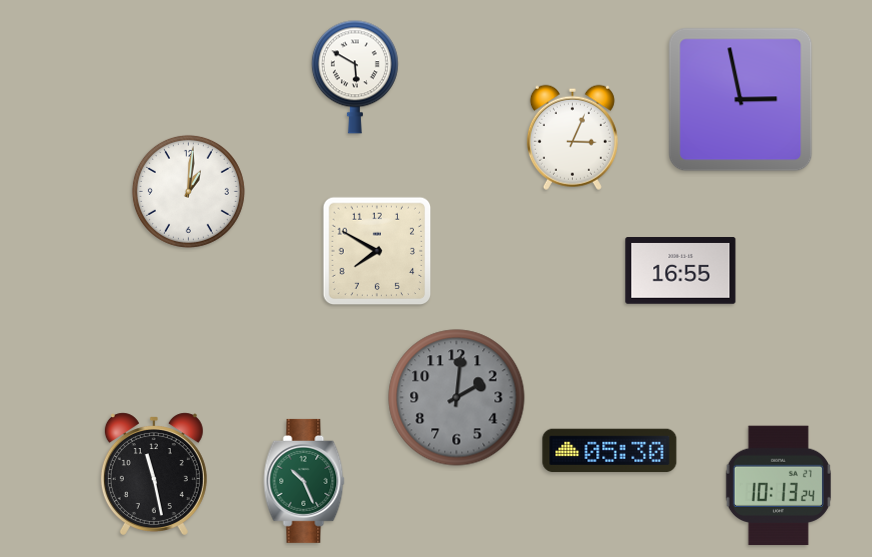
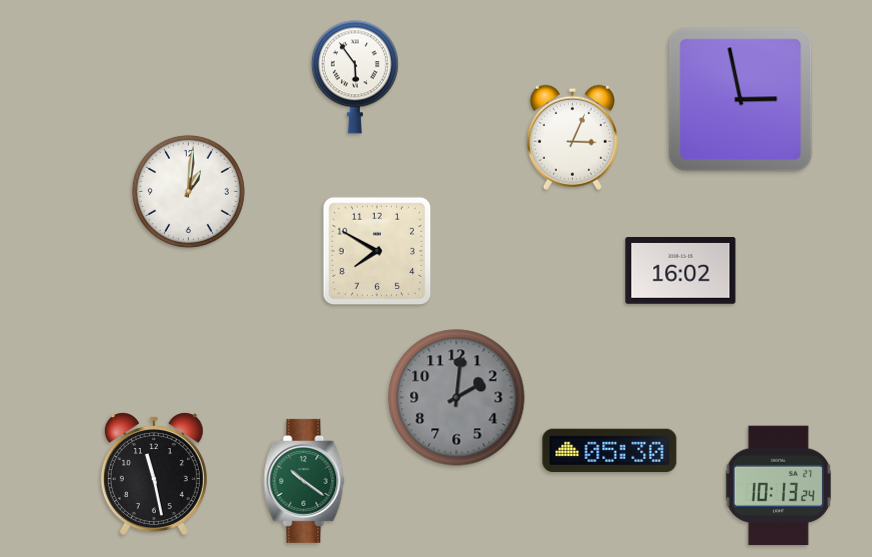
clock at (355, 77): 5:50 -> 5:54
clock at (681, 271): 16:55 -> 16:02
clock at (304, 481): 10:26 -> 10:21
